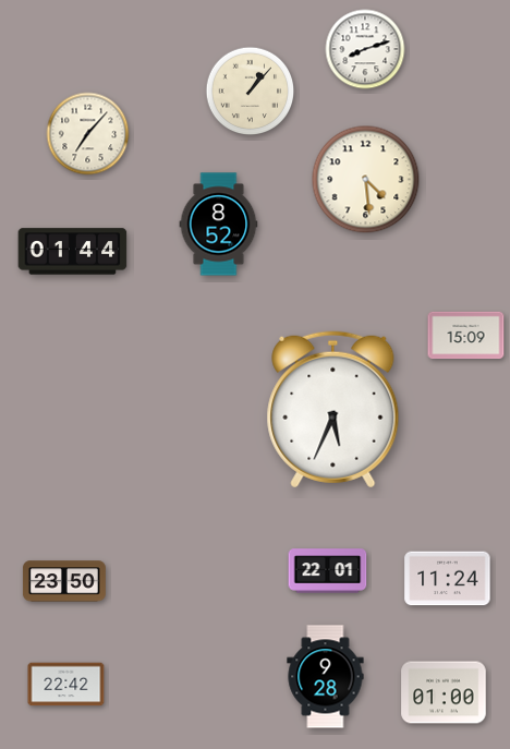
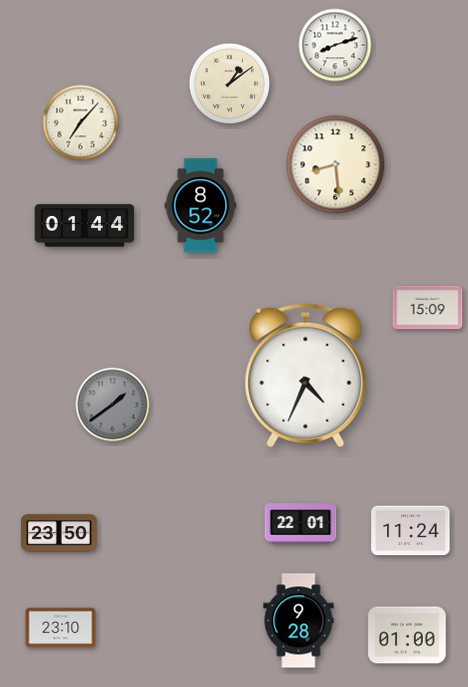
clock at (251, 92): 1:07 -> 1:09
clock at (366, 180): 4:29 -> 8:29
clock at (73, 252) position: (73, 252) -> (85, 226)
clock at (333, 410): 5:34 -> 4:34
clock at (113, 405): none -> 1:39
clock at (66, 685): 22:42 -> 23:10
